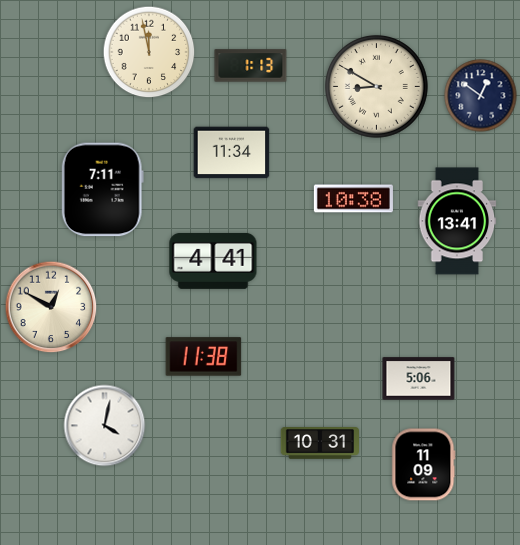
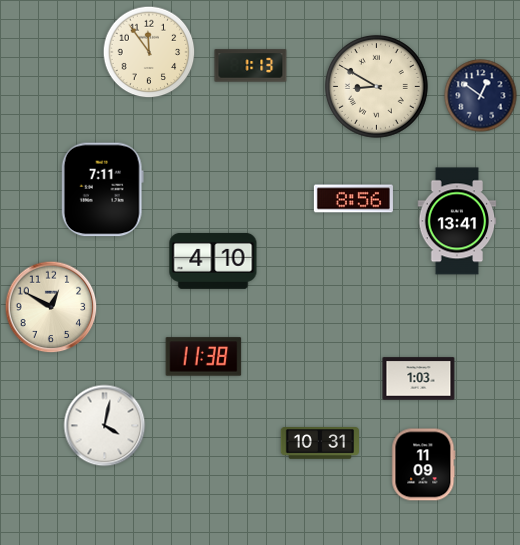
clock at (149, 52): 11:58 -> 11:54
clock at (232, 153): 11:34 -> none
clock at (353, 199): 10:38 -> 8:56
clock at (213, 261): 4:41 -> 4:10
clock at (419, 379): 5:06 -> 1:03
